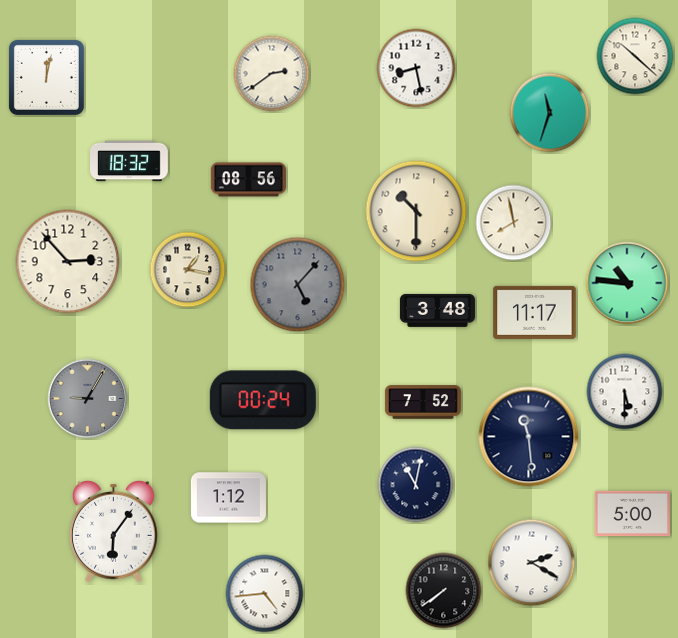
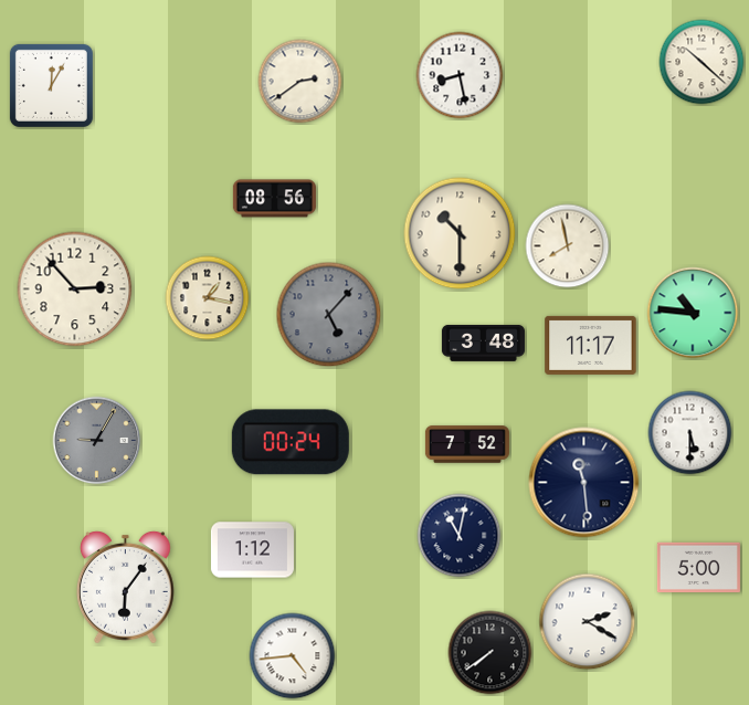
clock at (46, 77): 12:02 -> 12:05
clock at (550, 113): 11:33 -> none
clock at (130, 161): 18:32 -> none
